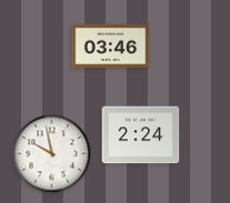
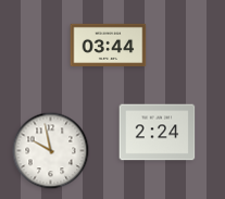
clock at (111, 45): 03:46 -> 03:44
clock at (141, 135) position: (141, 135) -> (158, 133)
